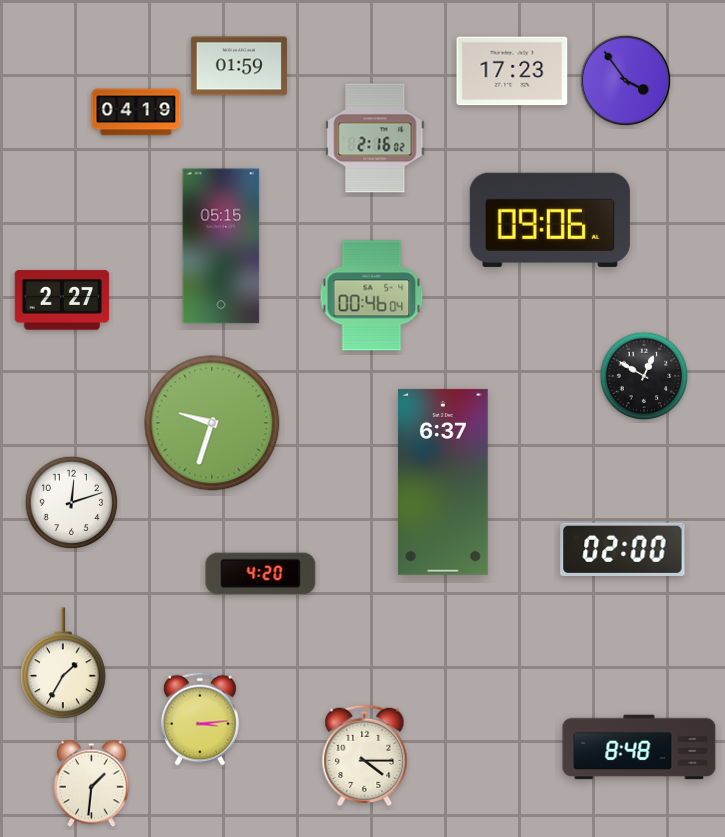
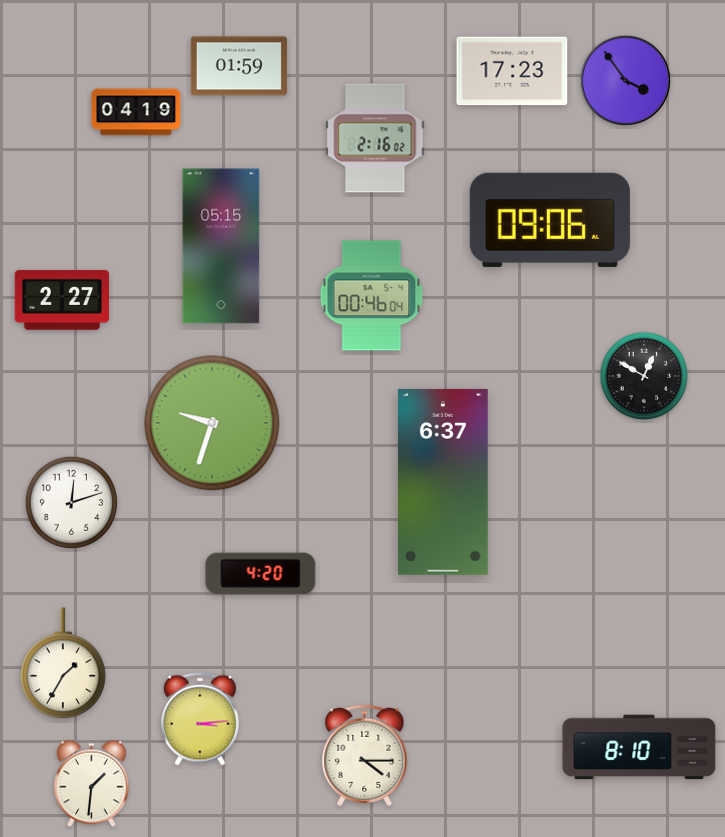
clock at (623, 549): 02:00 -> none
clock at (639, 747): 8:48 -> 8:10
